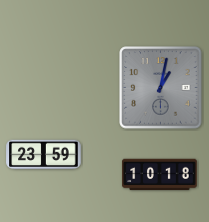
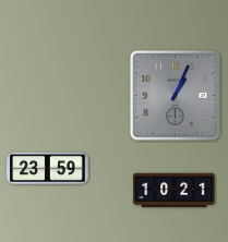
clock at (161, 88): 1:02 -> 1:04
clock at (160, 175): 10:18 -> 10:21
